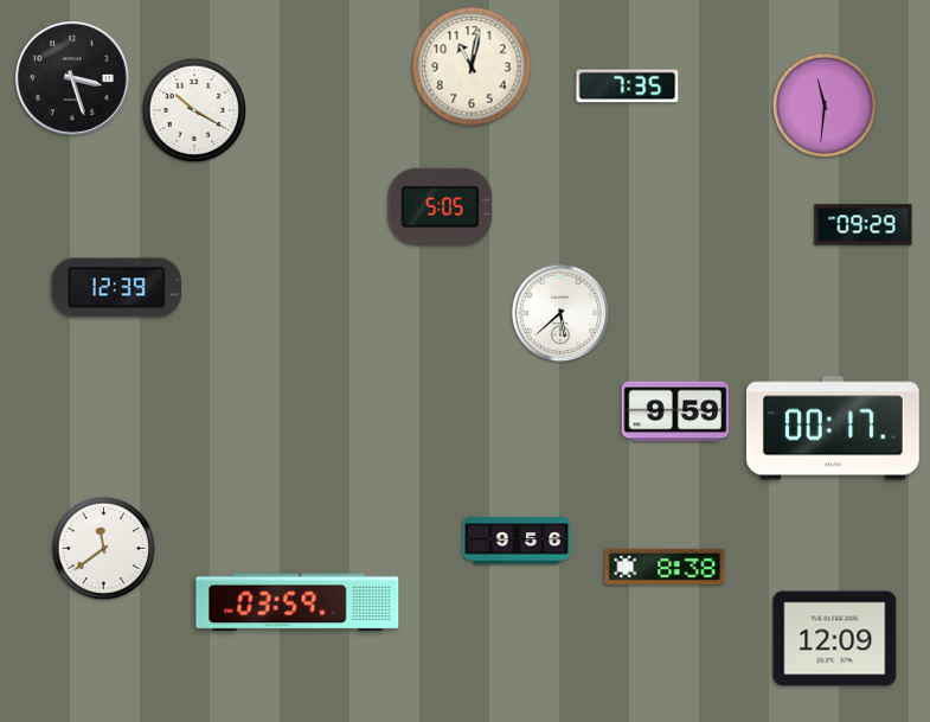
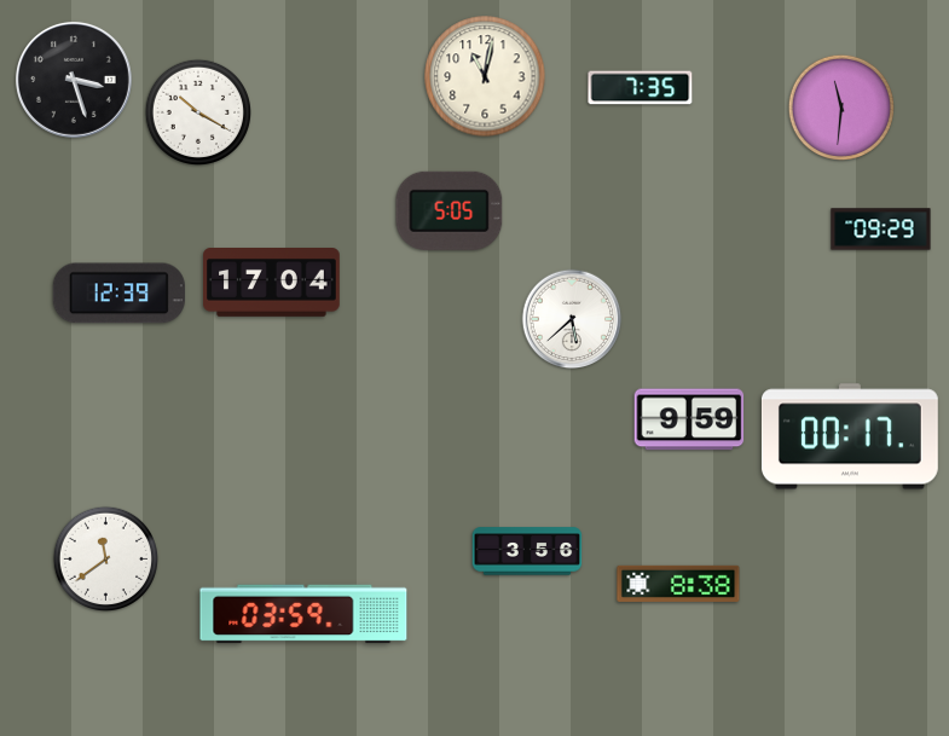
clock at (472, 66) position: (472, 66) -> (485, 76)
clock at (272, 283): none -> 17:04
clock at (517, 541): 9:56 -> 3:56
clock at (665, 567) position: (665, 567) -> (678, 584)
clock at (835, 639): 12:09 -> none
